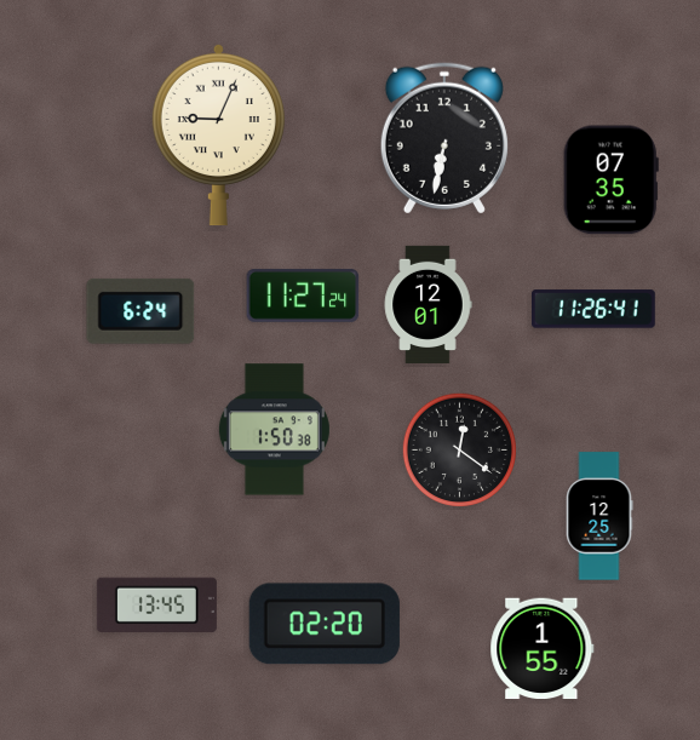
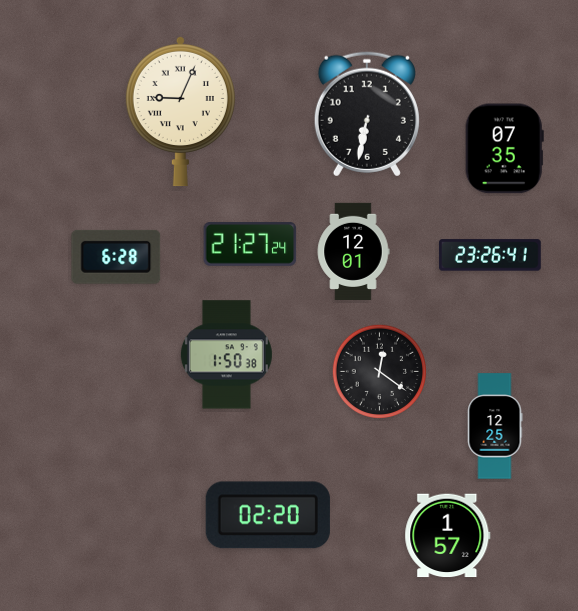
clock at (303, 296): 11:27 -> 21:27
clock at (593, 309): 11:26 -> 23:26
clock at (140, 311): 6:24 -> 6:28
clock at (156, 604): 13:45 -> none
clock at (543, 649): 1:55 -> 1:57
